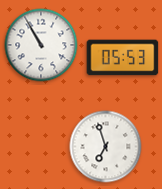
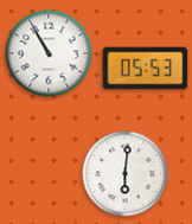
clock at (106, 147): 6:57 -> 6:01
